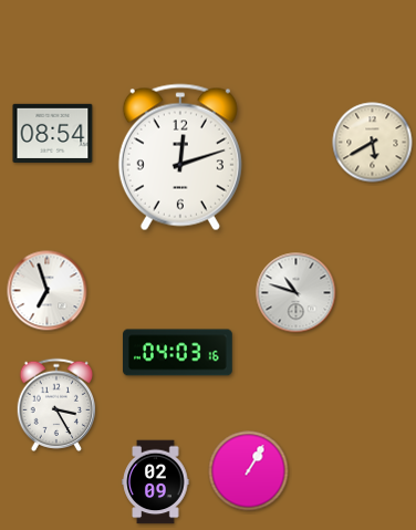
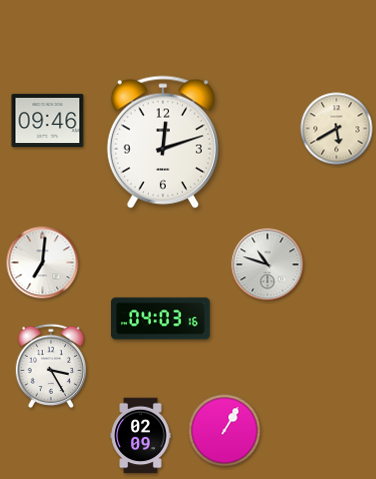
clock at (53, 133): 08:54 -> 09:46
clock at (48, 291): 6:57 -> 7:01
clock at (249, 471) position: (249, 471) -> (225, 431)
